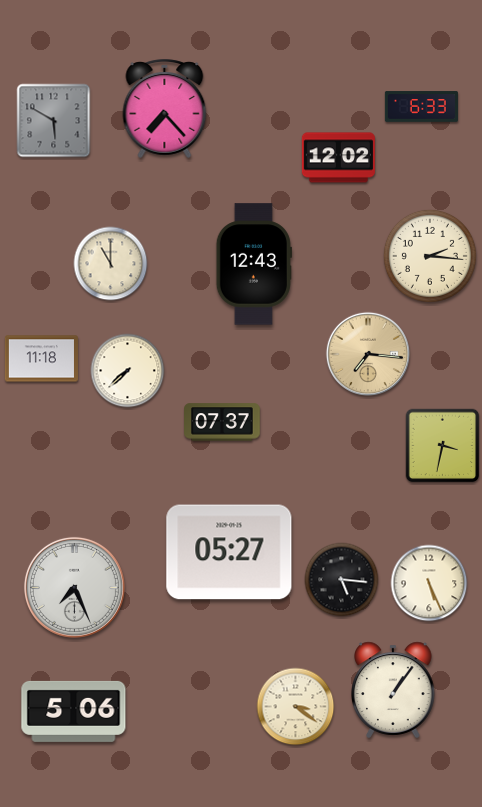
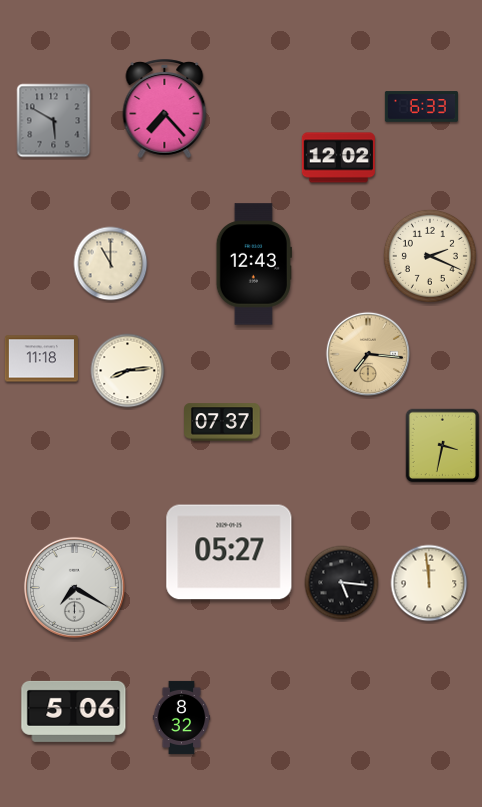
clock at (430, 256): 2:16 -> 2:19
clock at (128, 371): 7:38 -> 8:14
clock at (342, 580) position: (342, 580) -> (342, 583)
clock at (429, 583): 5:26 -> 11:59
clock at (74, 587): 7:26 -> 7:20
clock at (394, 690): 1:06 -> none
clock at (296, 707): 3:21 -> none
clock at (182, 717): none -> 8:32
